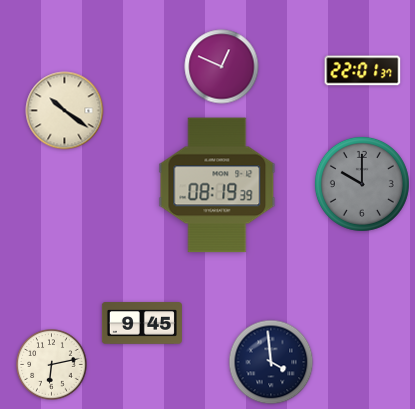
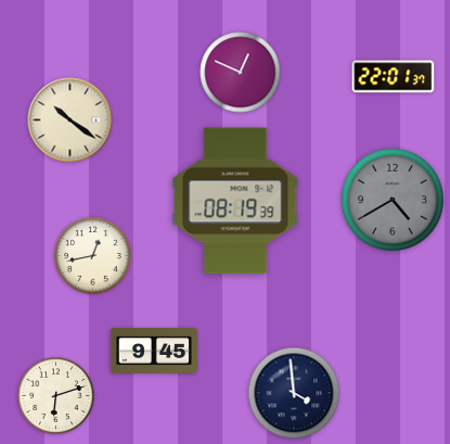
clock at (362, 184): 10:00 -> 4:40
clock at (93, 256): none -> 12:43
clock at (52, 365): 6:13 -> 6:12
